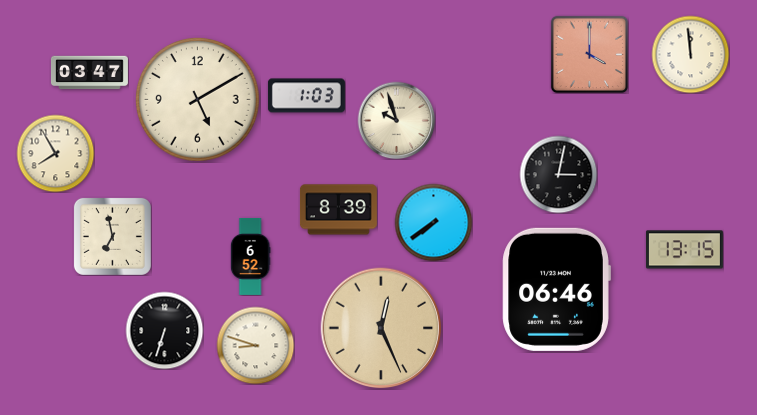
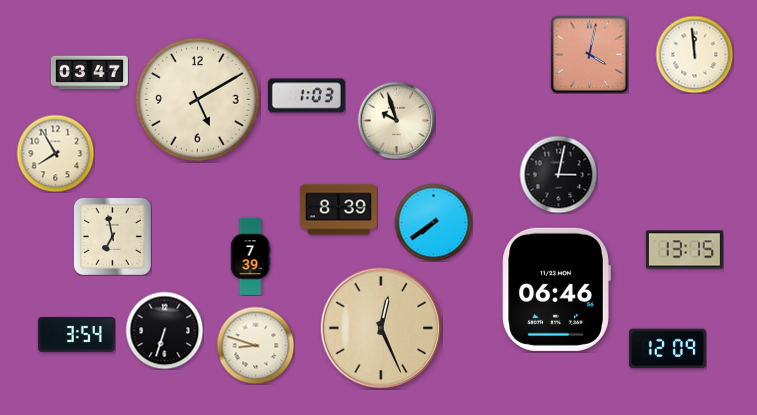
clock at (589, 54): 4:00 -> 4:02
clock at (690, 54) position: (690, 54) -> (694, 54)
clock at (250, 256): 6:52 -> 7:39
clock at (76, 334): none -> 3:54
clock at (667, 349): none -> 12:09
